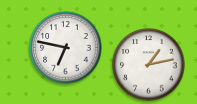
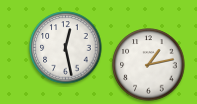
clock at (66, 48): 6:47 -> 12:28
